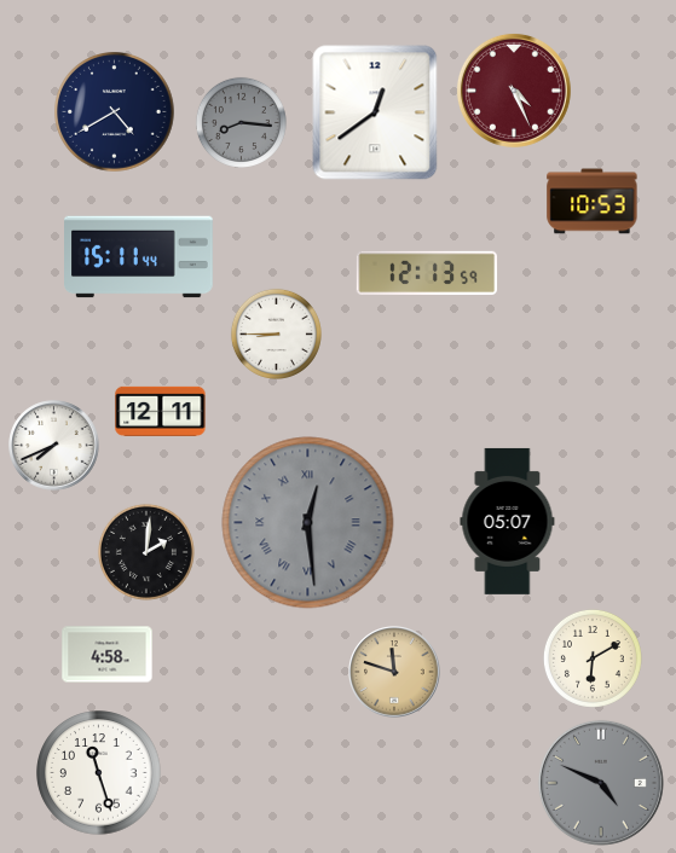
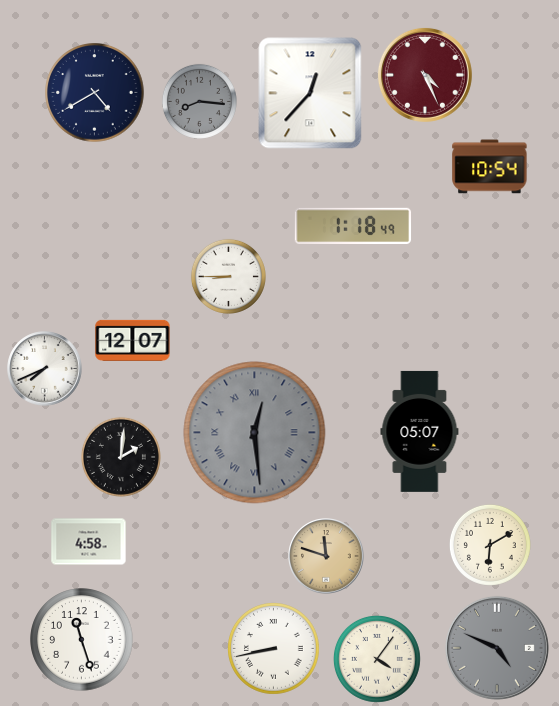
clock at (375, 112): 12:39 -> 12:37
clock at (593, 202): 10:53 -> 10:54
clock at (139, 257): 15:11 -> none
clock at (427, 272): 12:13 -> 1:18
clock at (161, 411): 12:11 -> 12:07
clock at (274, 649): none -> 8:43
clock at (377, 659): none -> 4:06
